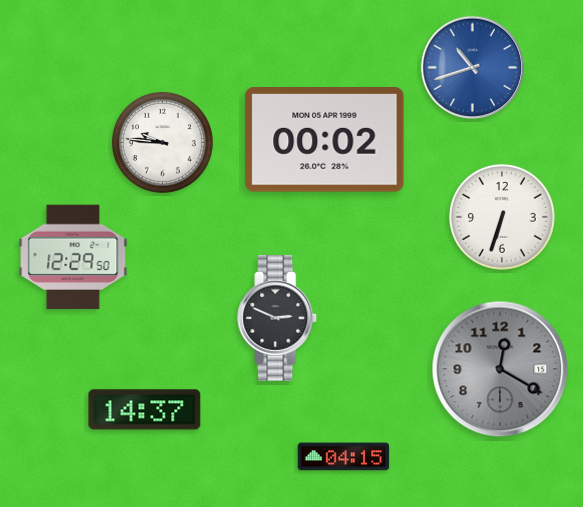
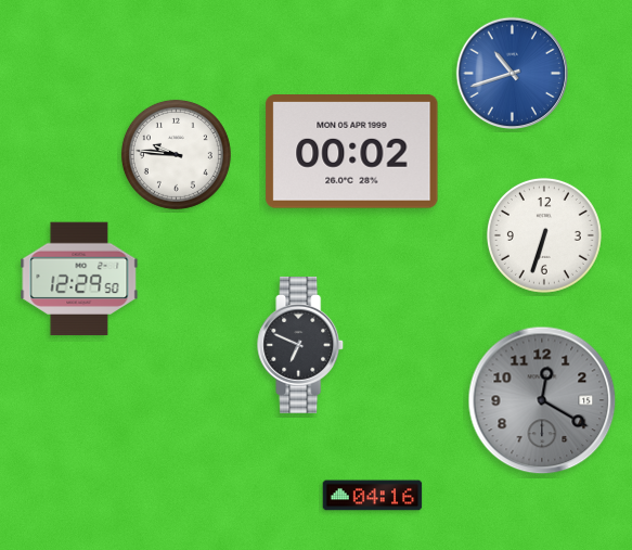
clock at (278, 318): 2:49 -> 6:49
clock at (145, 410): 14:37 -> none
clock at (344, 457): 04:15 -> 04:16
